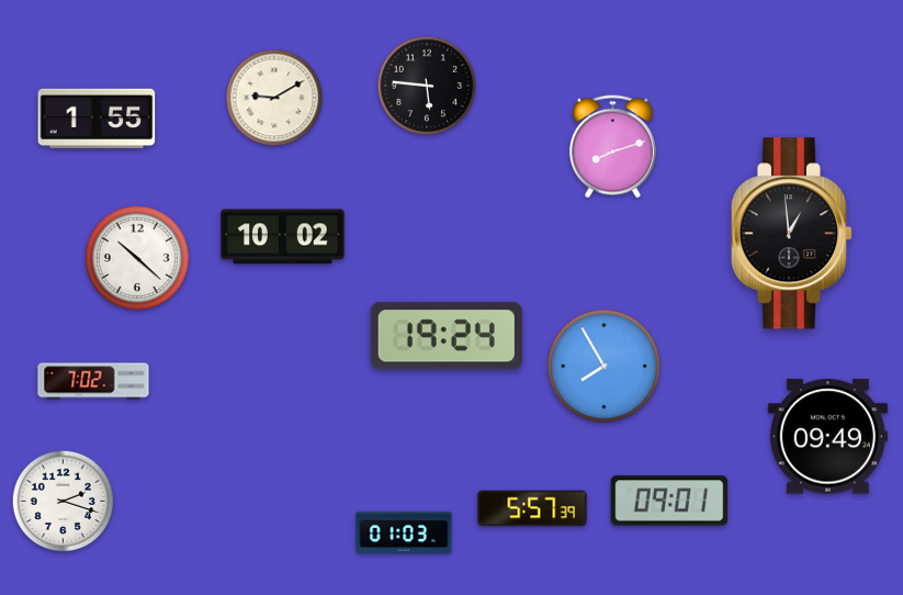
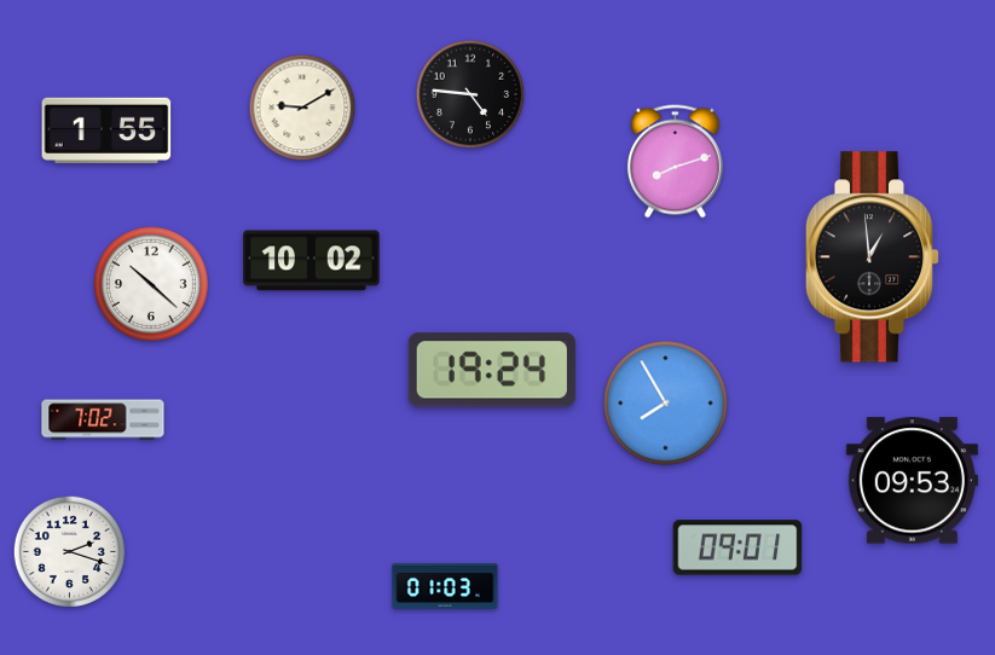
clock at (427, 86): 5:46 -> 4:46
clock at (827, 437): 09:49 -> 09:53
clock at (669, 501) position: (669, 501) -> (737, 547)
clock at (532, 508): 5:57 -> none
